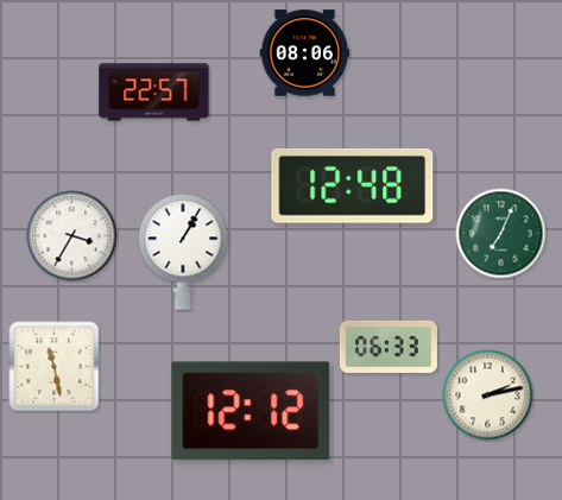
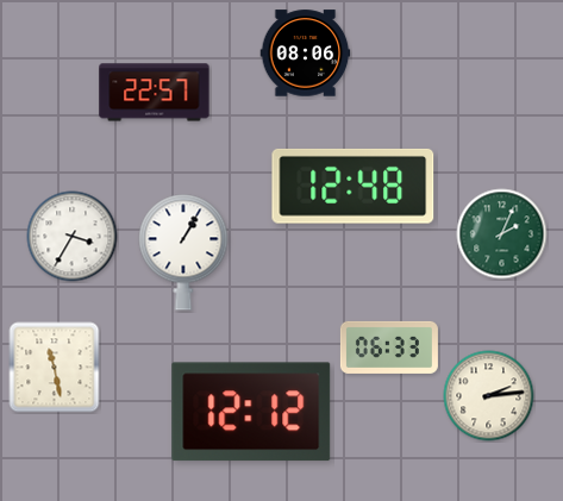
clock at (501, 234): 7:04 -> 2:04
clock at (488, 395): 2:13 -> 2:14
